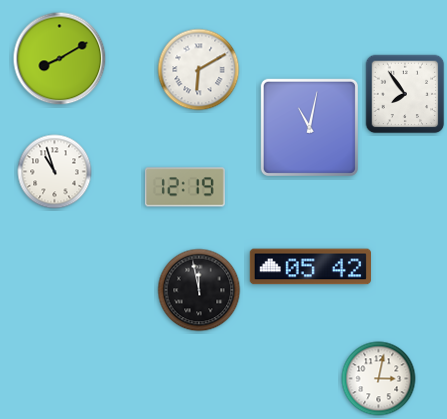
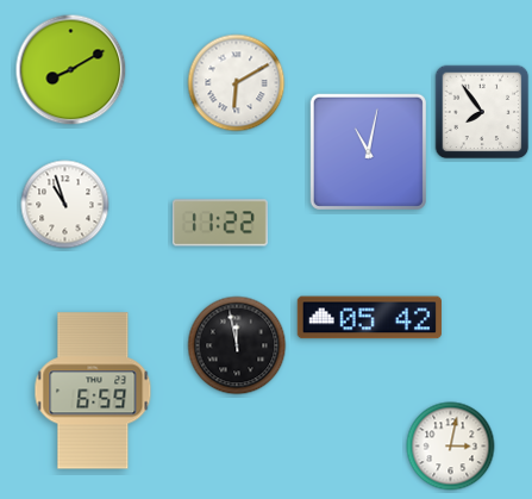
clock at (185, 187): 12:19 -> 11:22
clock at (93, 391): none -> 6:59
clock at (379, 379) position: (379, 379) -> (451, 447)
